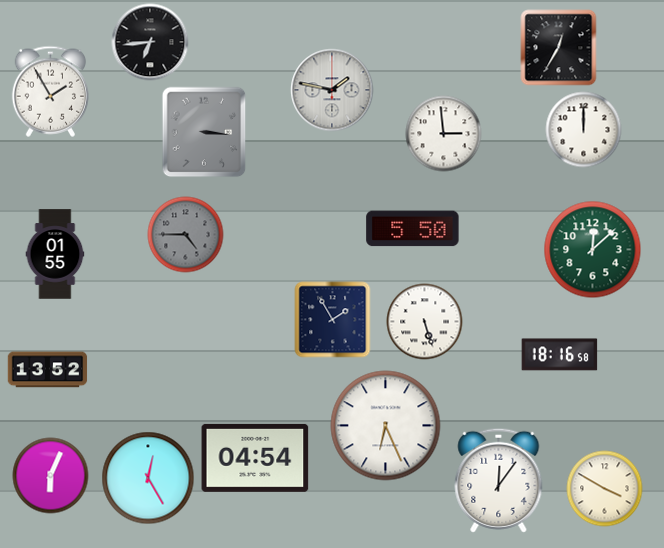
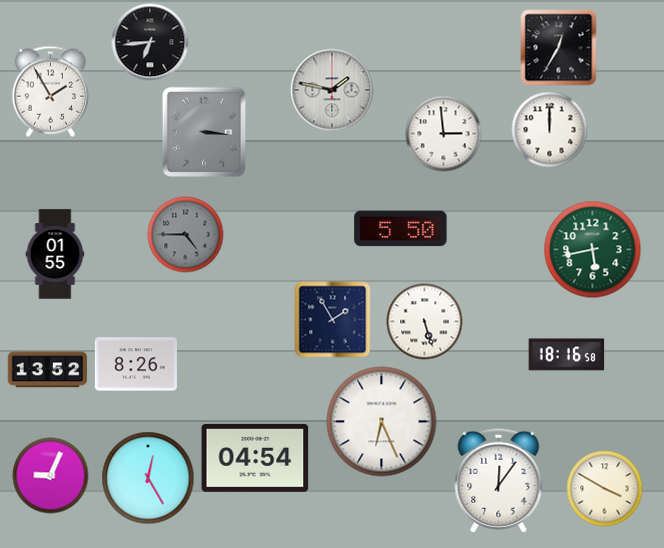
clock at (584, 130) position: (584, 130) -> (550, 130)
clock at (413, 229) position: (413, 229) -> (401, 229)
clock at (593, 250): 12:08 -> 5:43
clock at (560, 355) position: (560, 355) -> (567, 355)
clock at (136, 364): none -> 8:26
clock at (386, 426) position: (386, 426) -> (382, 422)
clock at (51, 476): 6:04 -> 9:04
